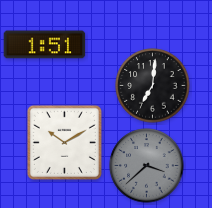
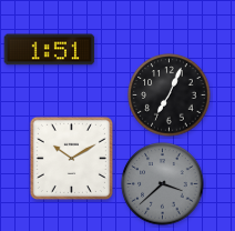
clock at (153, 86): 7:01 -> 7:04
